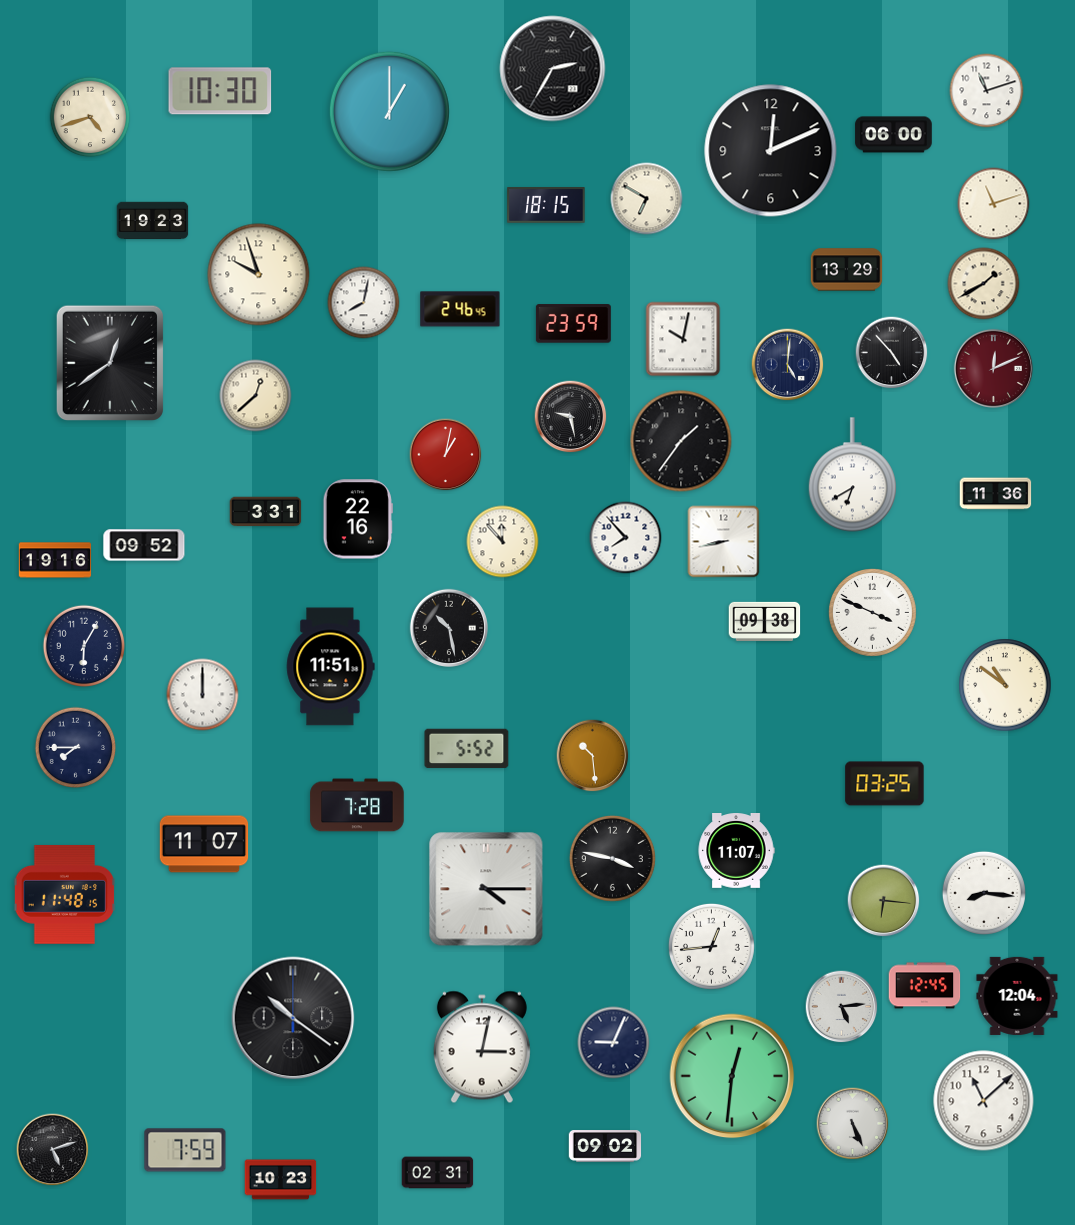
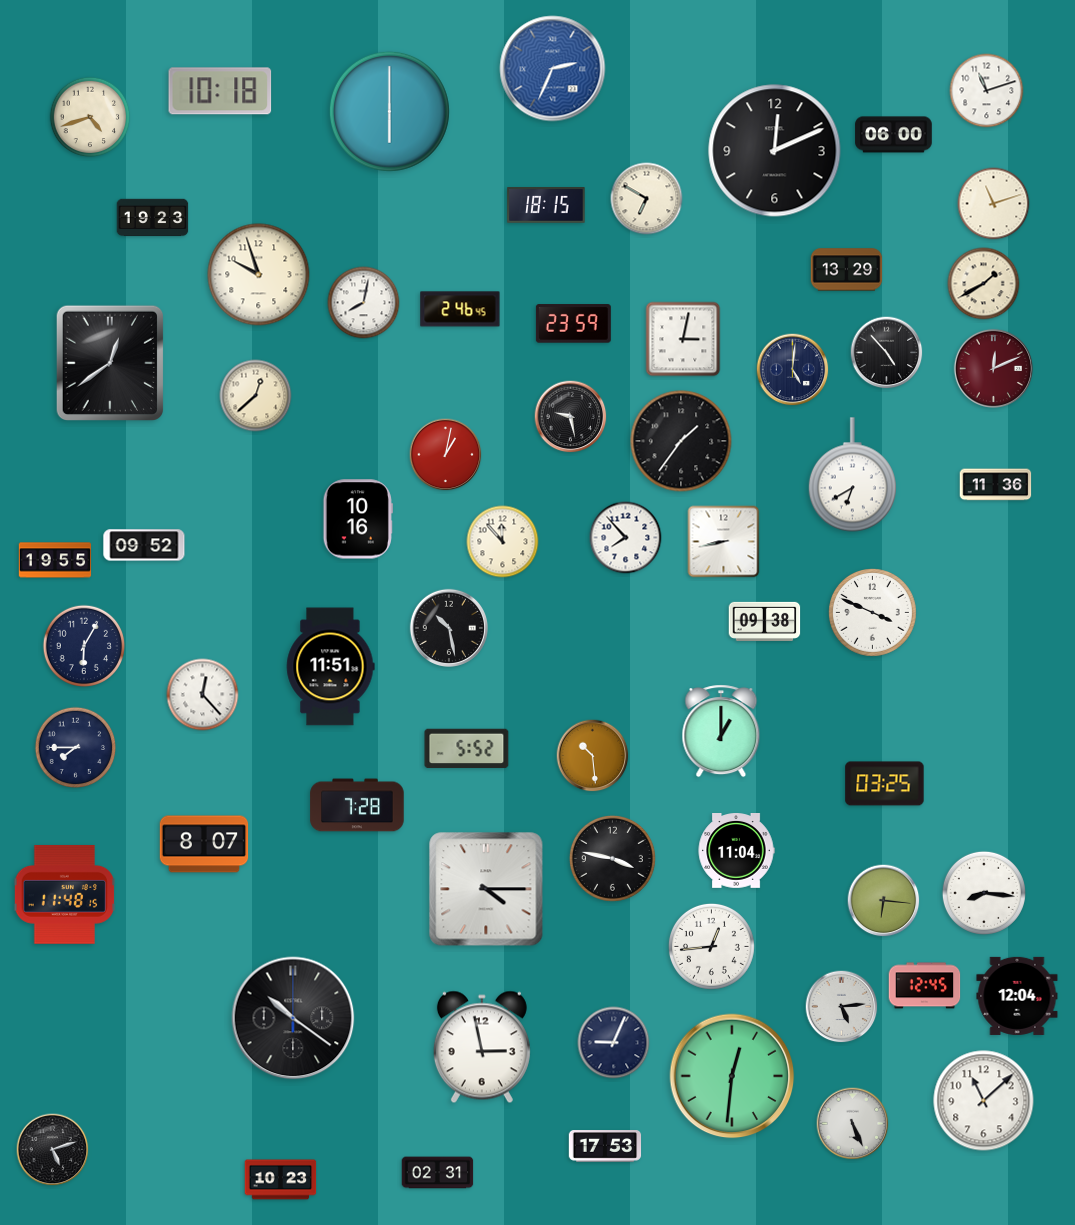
clock at (553, 69): 2:35 -> 2:34
clock at (553, 69) dial: black -> blue
clock at (220, 91): 10:30 -> 10:18
clock at (389, 111): 1:00 -> 6:00
clock at (771, 151) position: (771, 151) -> (775, 151)
clock at (153, 221) position: (153, 221) -> (153, 218)
clock at (683, 339): 10:02 -> 3:02
clock at (892, 353) position: (892, 353) -> (887, 353)
clock at (788, 365) position: (788, 365) -> (793, 370)
clock at (996, 494) position: (996, 494) -> (996, 485)
clock at (266, 512): 3:31 -> none
clock at (358, 519): 22:16 -> 10:16
clock at (55, 560): 19:16 -> 19:55
clock at (1005, 685): 10:51 -> none
clock at (203, 695): 12:00 -> 12:23
clock at (721, 731): none -> 1:00
clock at (204, 844): 11:07 -> 8:07
clock at (736, 851): 11:07 -> 11:04
clock at (482, 1047): 3:02 -> 2:58
clock at (605, 1146): 09:02 -> 17:53
clock at (185, 1150): 7:59 -> none
